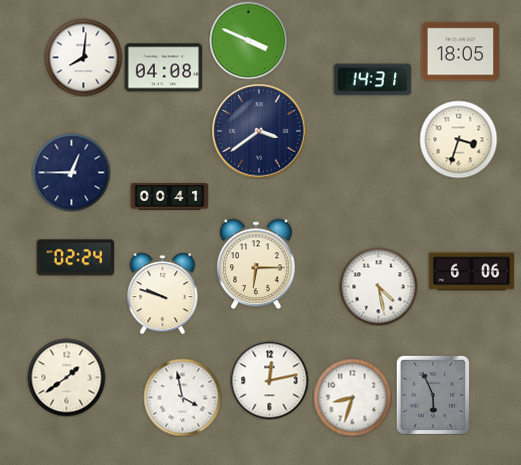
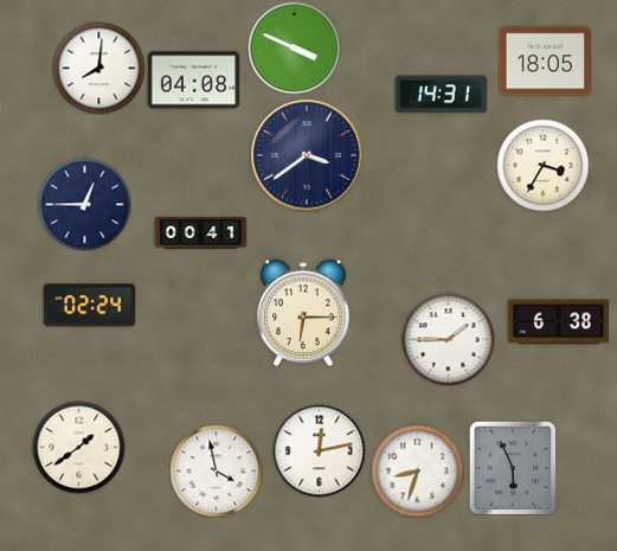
clock at (458, 139): 3:33 -> 3:35
clock at (471, 272): 6:06 -> 6:38
clock at (378, 286): 4:28 -> 1:45
clock at (163, 293): 9:48 -> none
